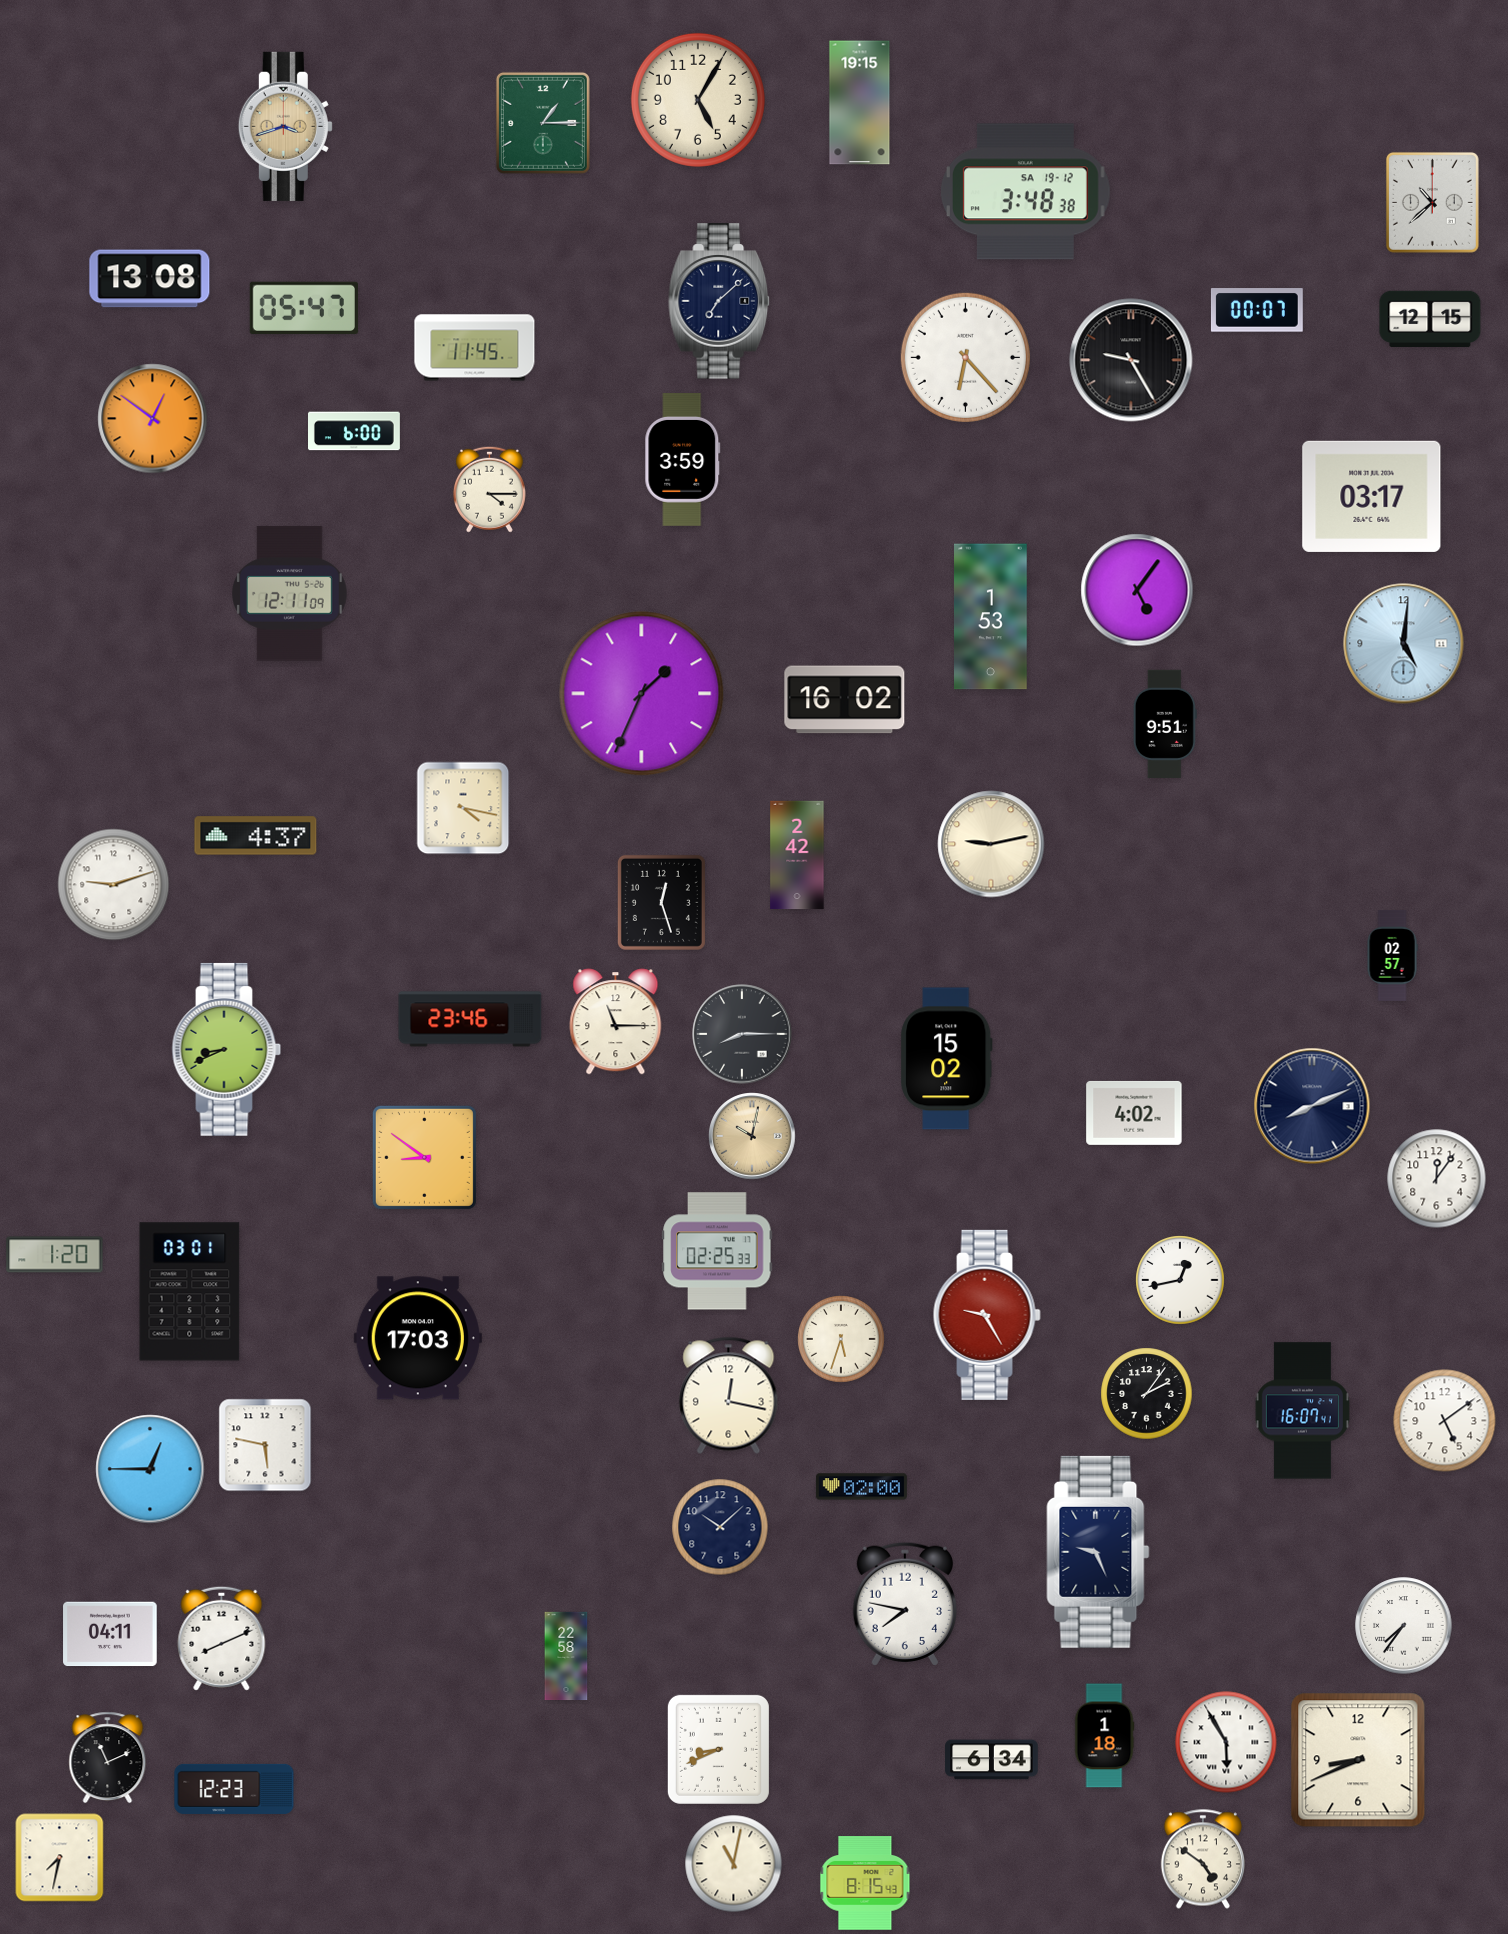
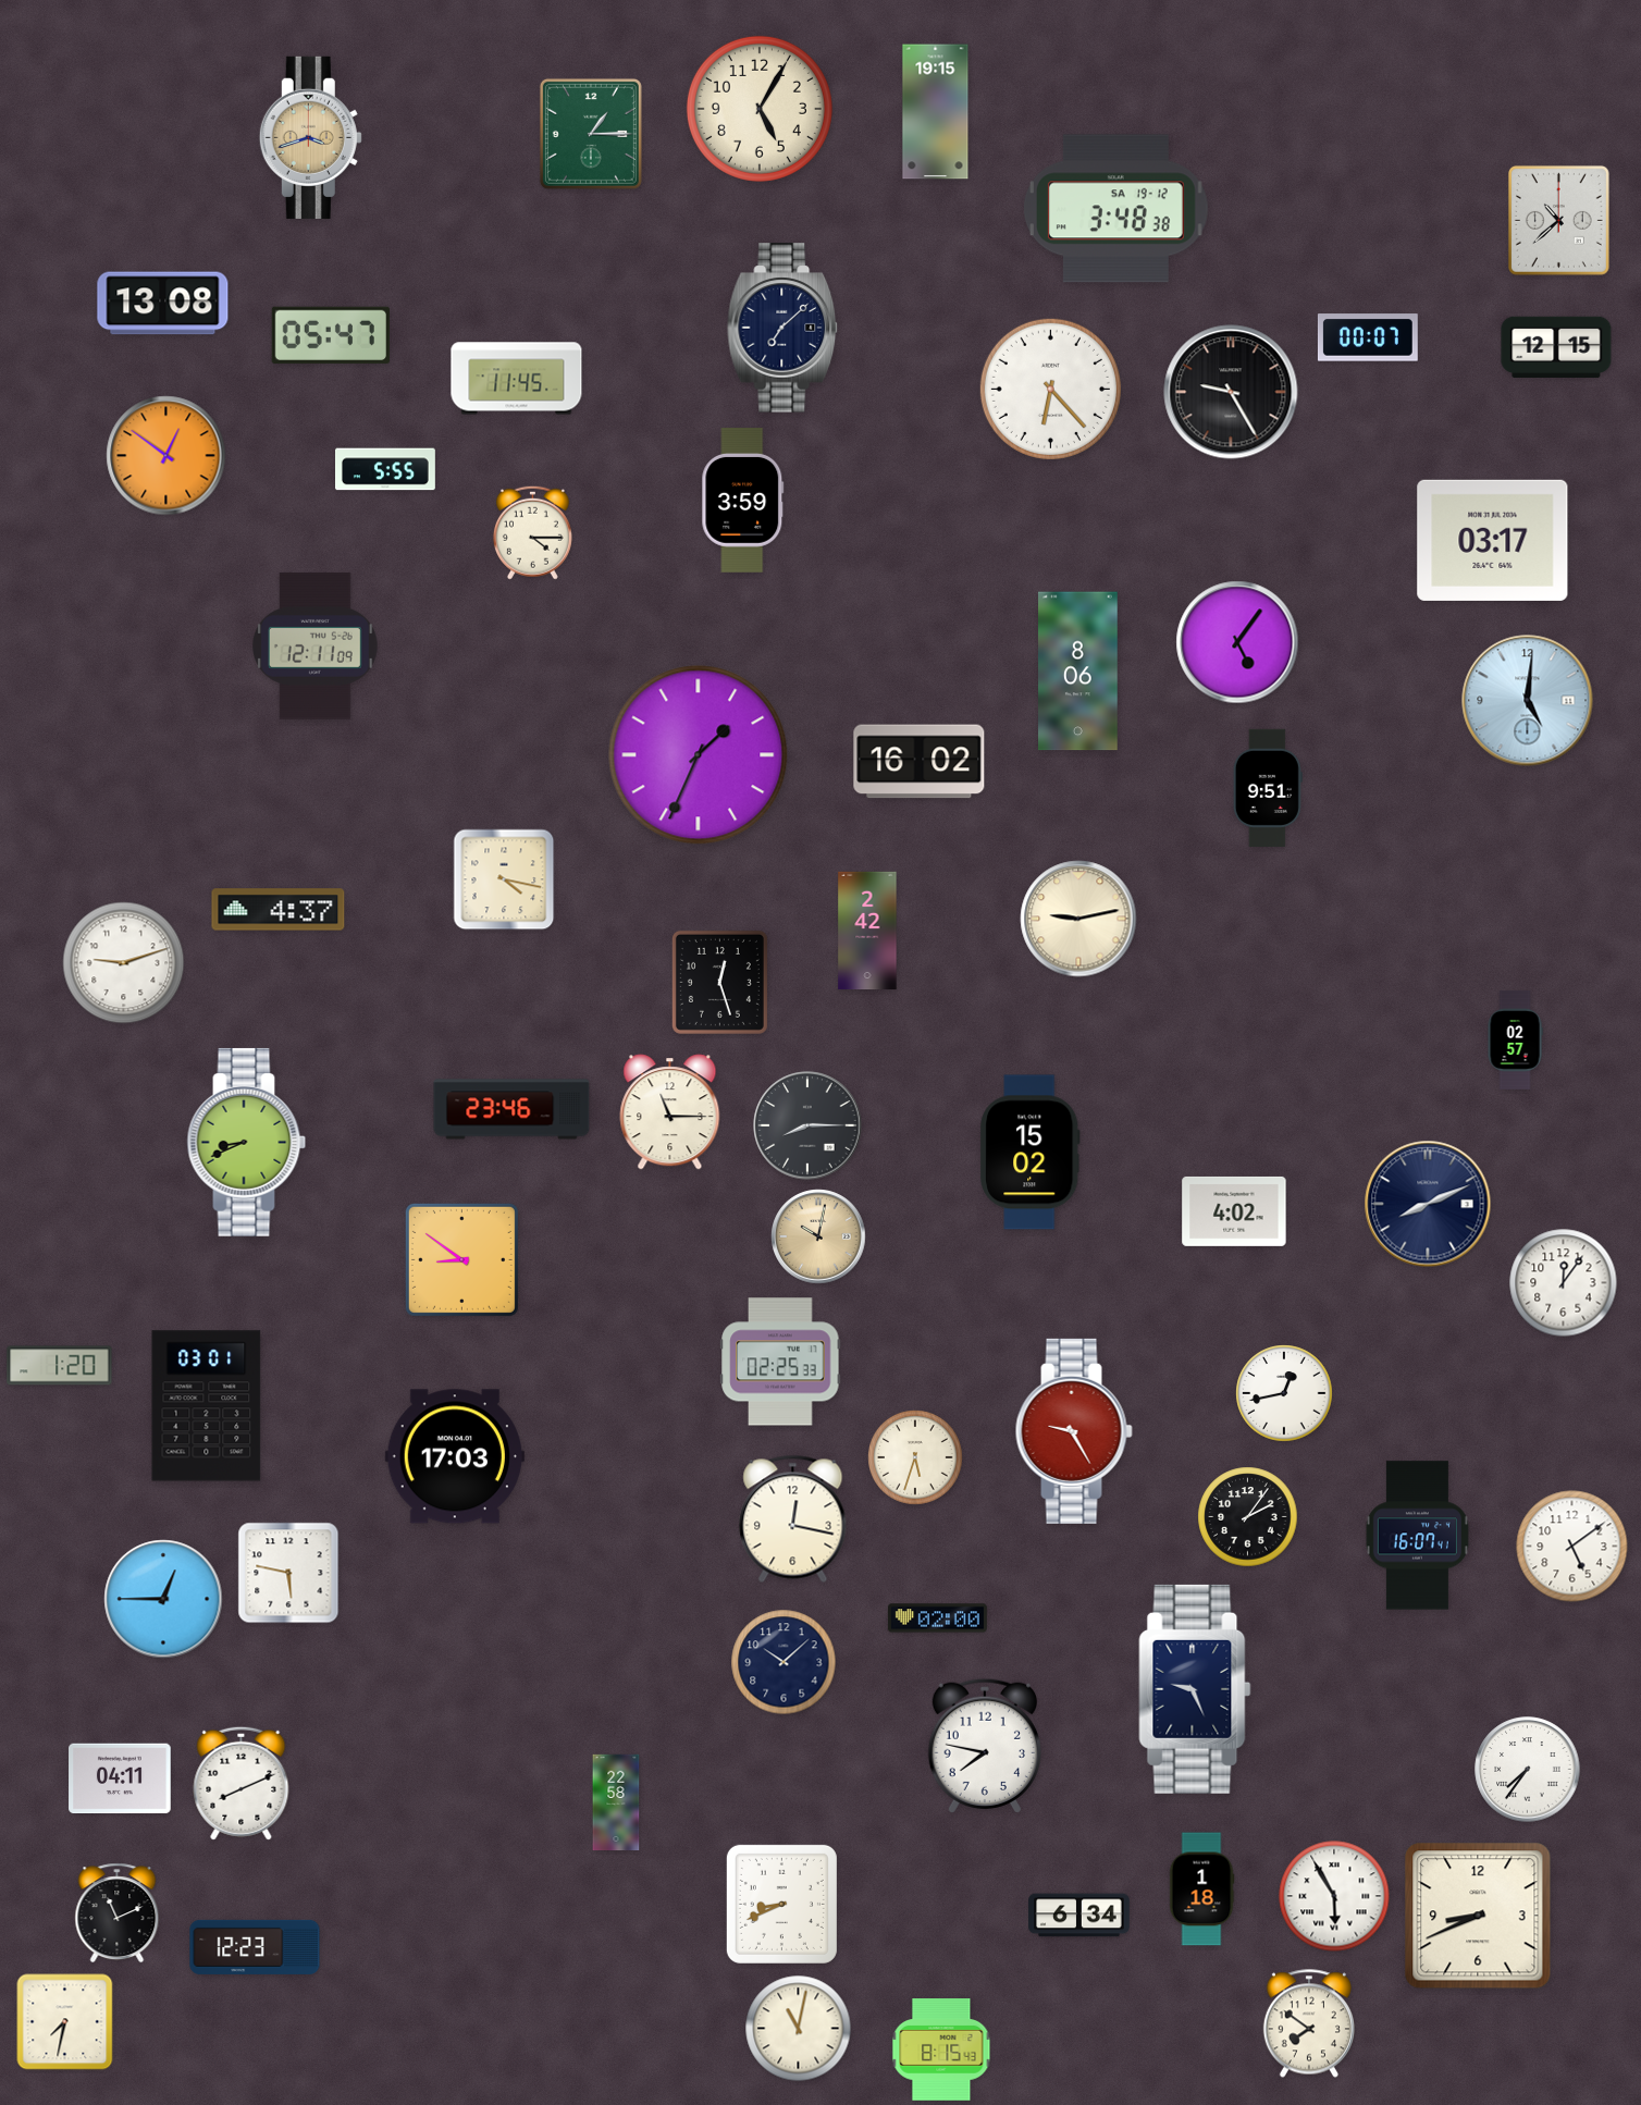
clock at (355, 431): 6:00 -> 5:55
clock at (991, 617): 1:53 -> 8:06
clock at (1203, 1859): 4:51 -> 7:51
